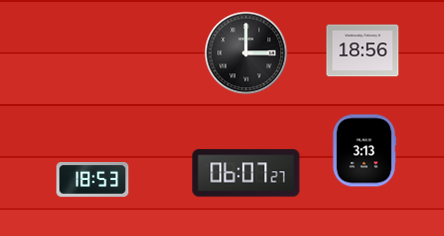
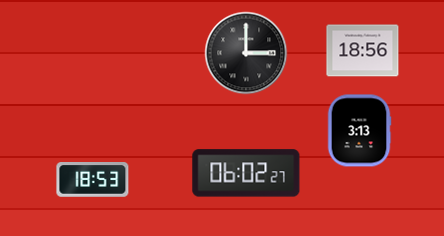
clock at (364, 151) position: (364, 151) -> (359, 131)
clock at (246, 173): 06:07 -> 06:02
